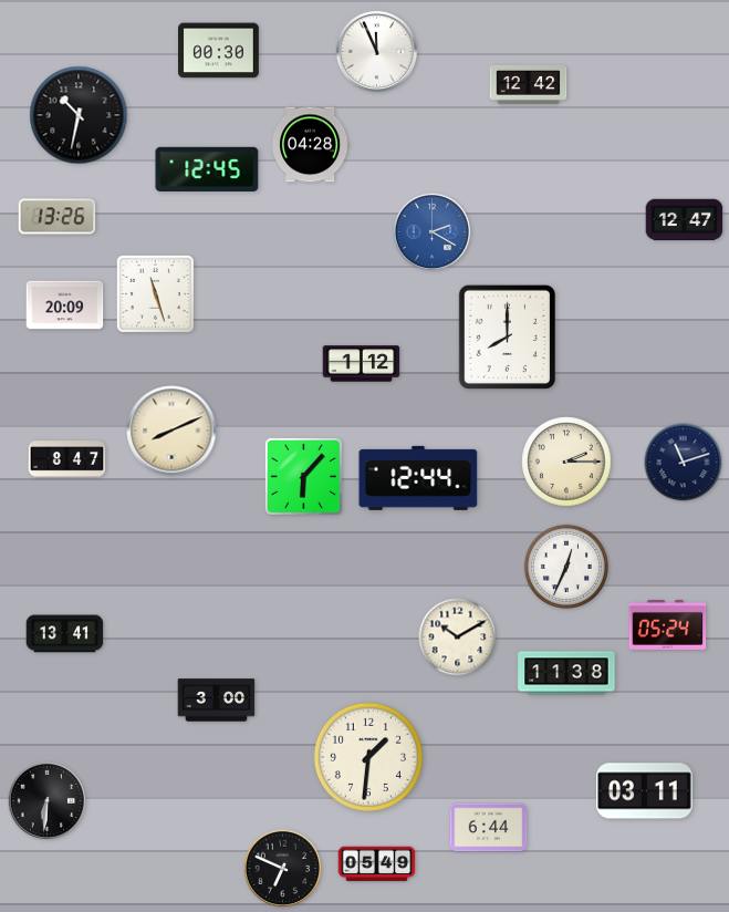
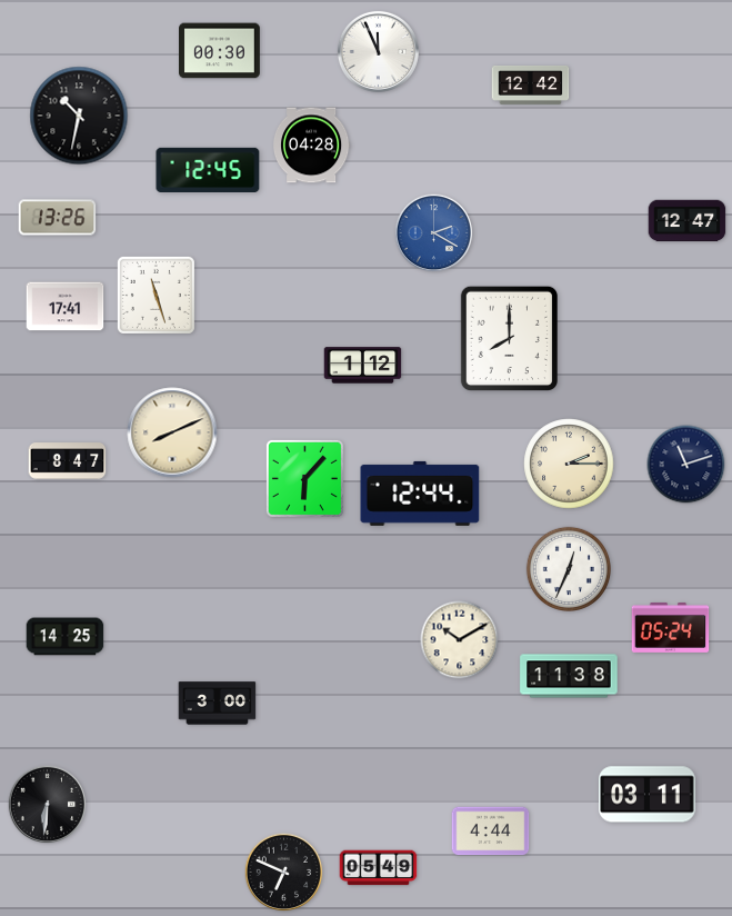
clock at (65, 305): 20:09 -> 17:41
clock at (418, 478) position: (418, 478) -> (420, 494)
clock at (65, 634): 13:41 -> 14:25
clock at (368, 757): 1:31 -> none
clock at (489, 828): 6:44 -> 4:44
